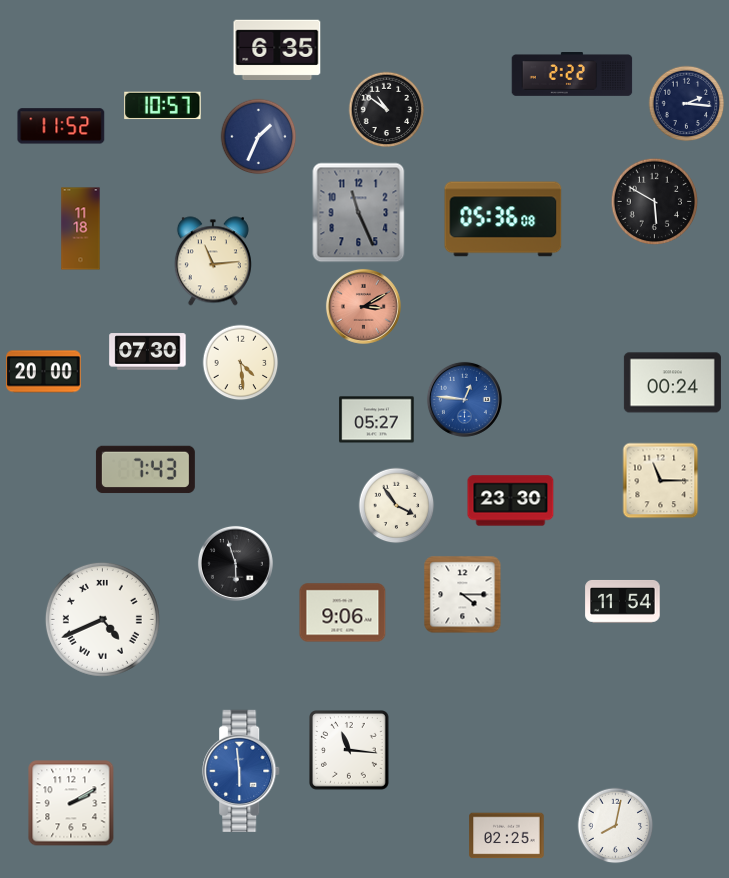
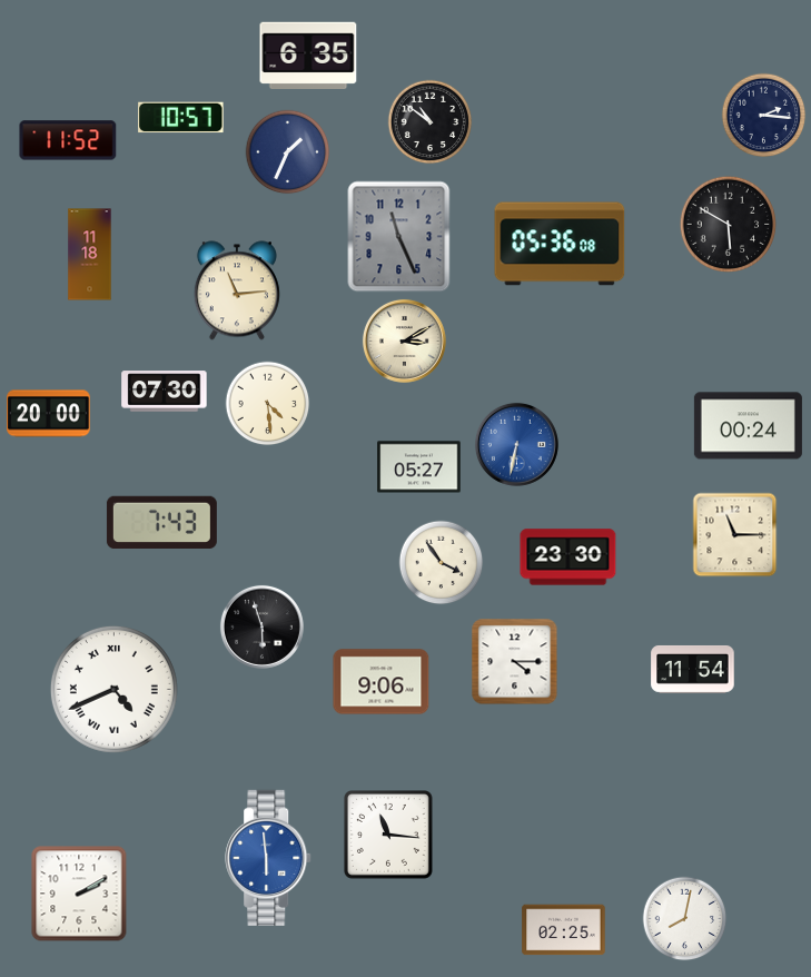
clock at (572, 75): 2:22 -> none
clock at (363, 306) dial: salmon -> cream
clock at (464, 399): 12:46 -> 6:32
